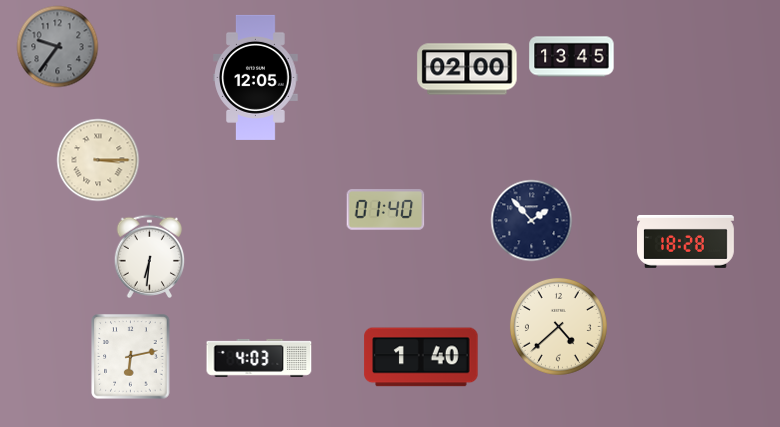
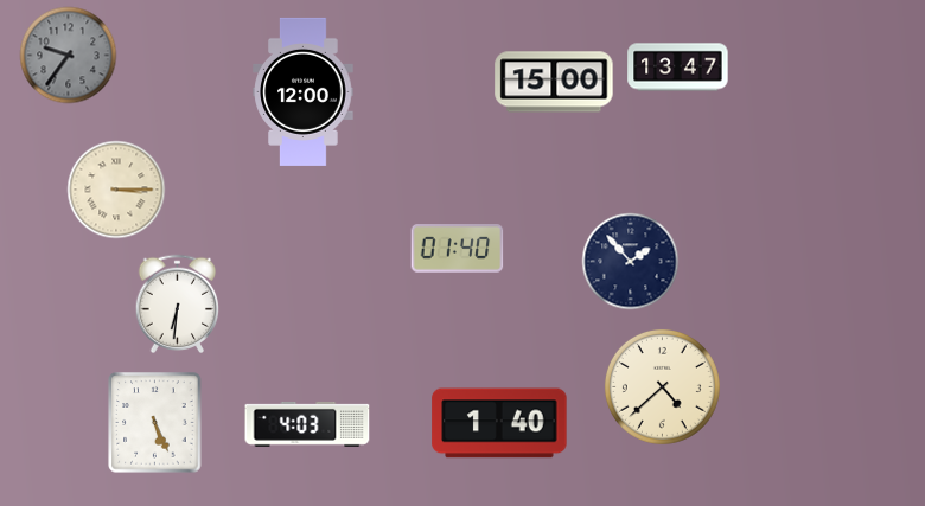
clock at (572, 57): 13:45 -> 13:47
clock at (467, 69): 02:00 -> 15:00
clock at (256, 77): 12:05 -> 12:00
clock at (686, 241): 18:28 -> none
clock at (131, 357): 6:13 -> 5:26
